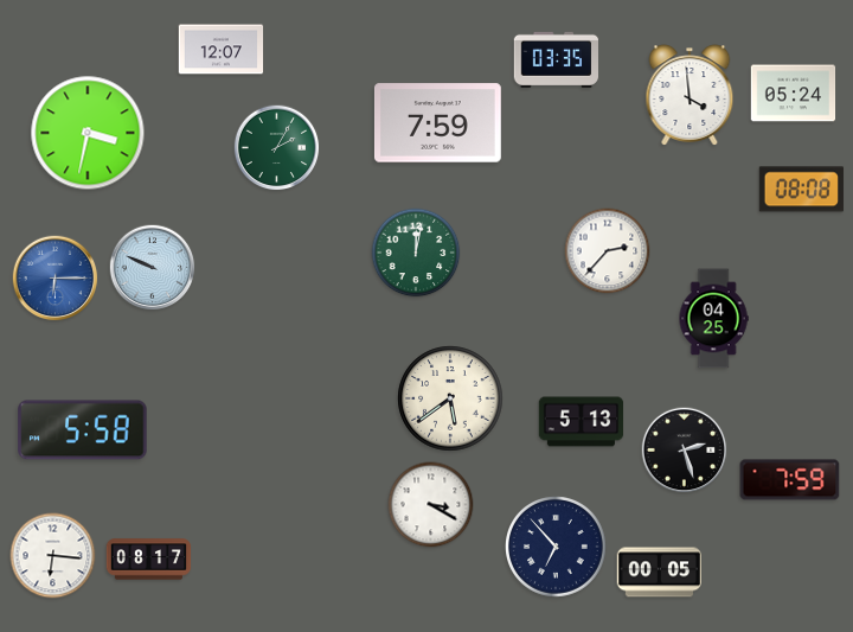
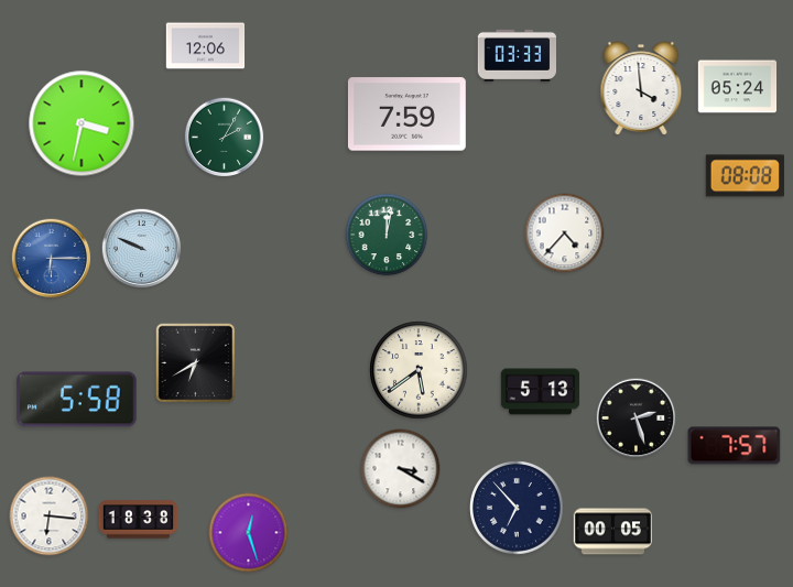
clock at (222, 50): 12:07 -> 12:06
clock at (556, 59): 03:35 -> 03:33
clock at (277, 148) position: (277, 148) -> (225, 138)
clock at (608, 251): 2:37 -> 4:37
clock at (713, 319): 04:25 -> none
clock at (196, 363): none -> 6:40
clock at (790, 480): 7:59 -> 7:57
clock at (149, 560): 08:17 -> 18:38
clock at (249, 533): none -> 12:27
